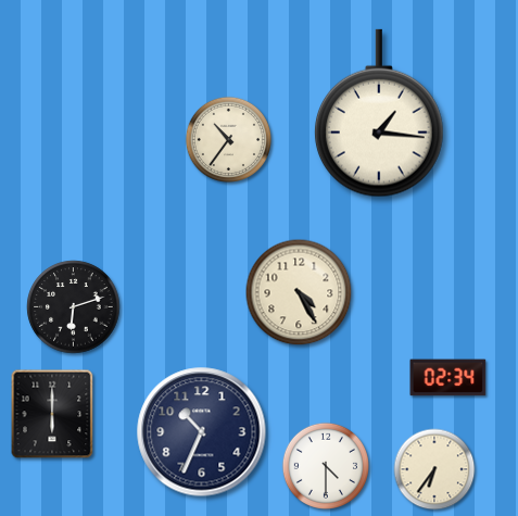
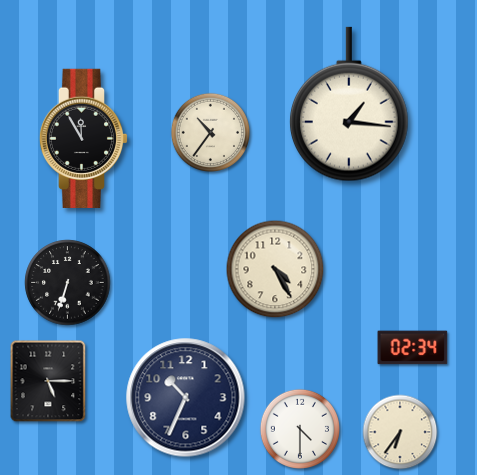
clock at (228, 139) position: (228, 139) -> (210, 132)
clock at (84, 138): none -> 11:55
clock at (74, 307): 6:12 -> 6:33
clock at (52, 414): 6:00 -> 5:15
